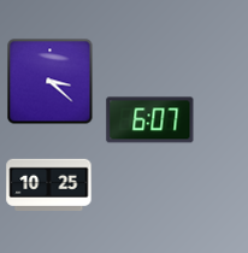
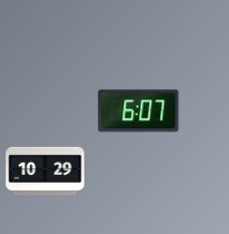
clock at (51, 82): 3:22 -> none
clock at (49, 184): 10:25 -> 10:29
